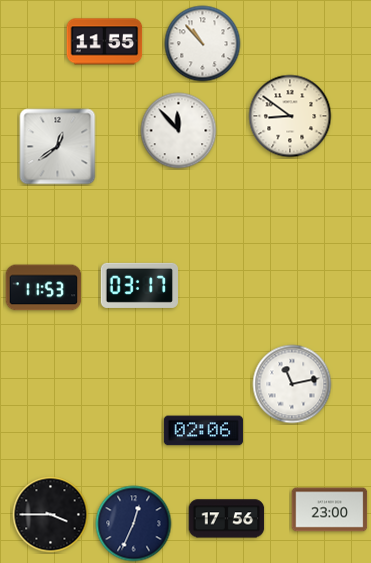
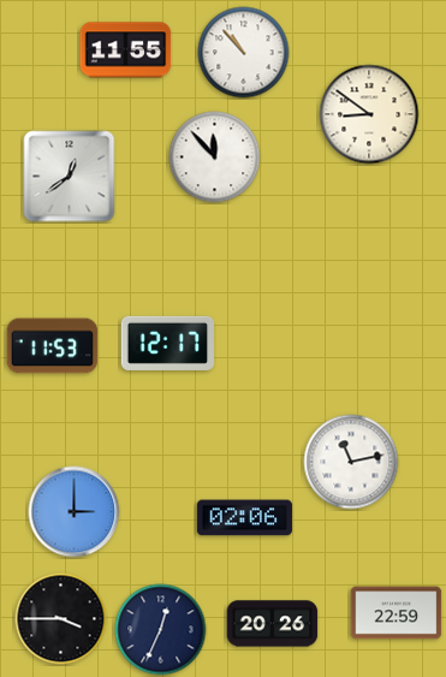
clock at (290, 116) position: (290, 116) -> (369, 114)
clock at (140, 285): 03:17 -> 12:17
clock at (75, 512): none -> 3:00
clock at (330, 510): 23:00 -> 22:59
clock at (227, 519): 17:56 -> 20:26
